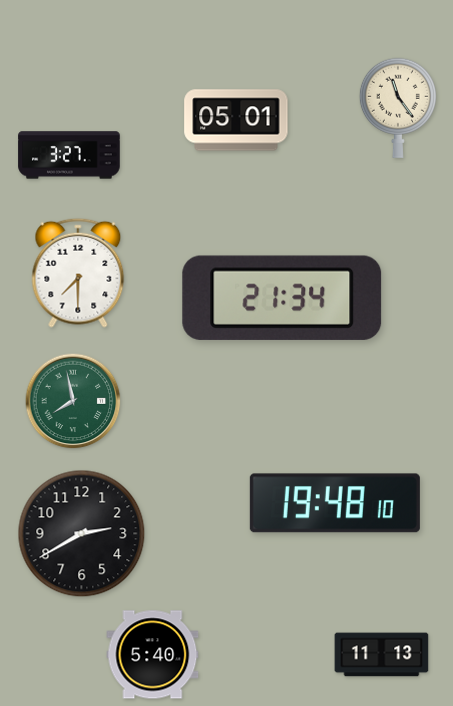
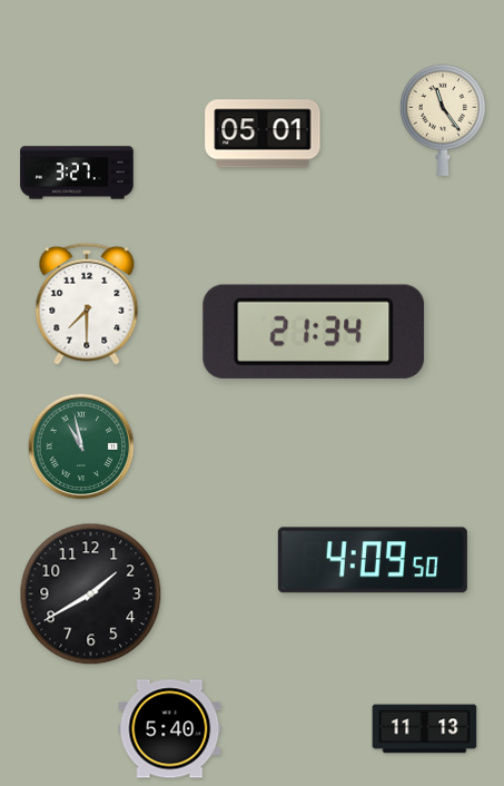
clock at (73, 401): 7:58 -> 10:58
clock at (335, 503): 19:48 -> 4:09
clock at (82, 534): 2:40 -> 1:40
